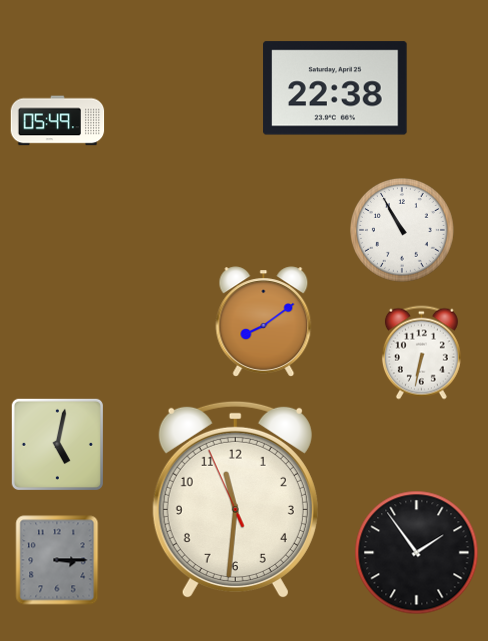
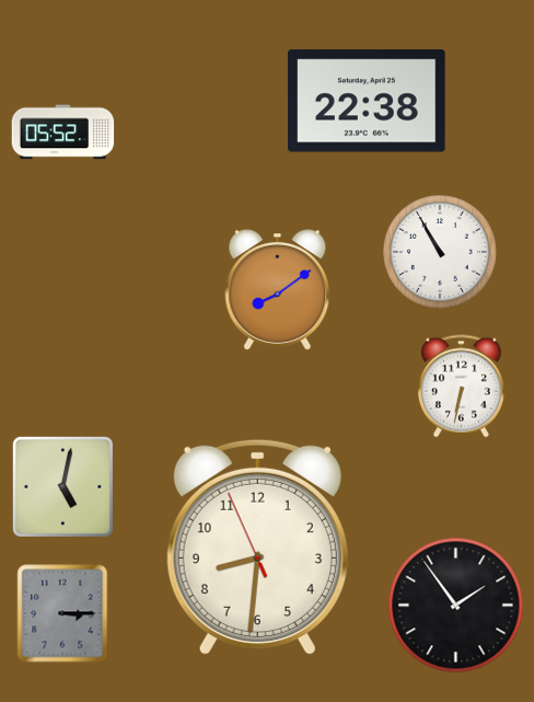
clock at (335, 88) position: (335, 88) -> (367, 101)
clock at (58, 121): 05:49 -> 05:52
clock at (264, 322) position: (264, 322) -> (278, 290)
clock at (235, 500): 11:30 -> 8:30
